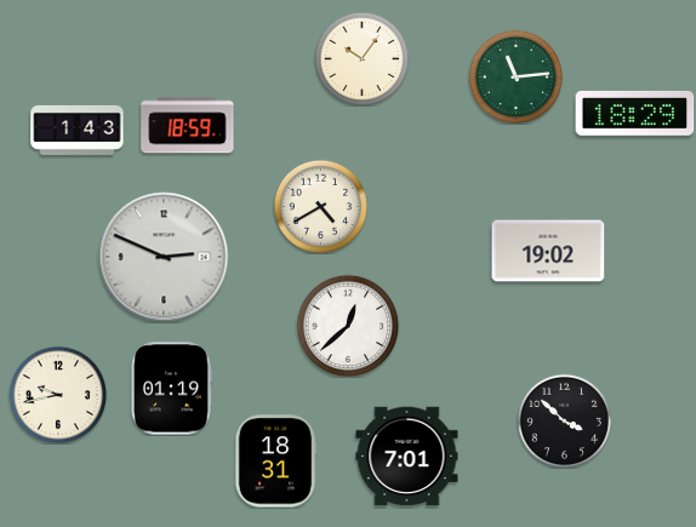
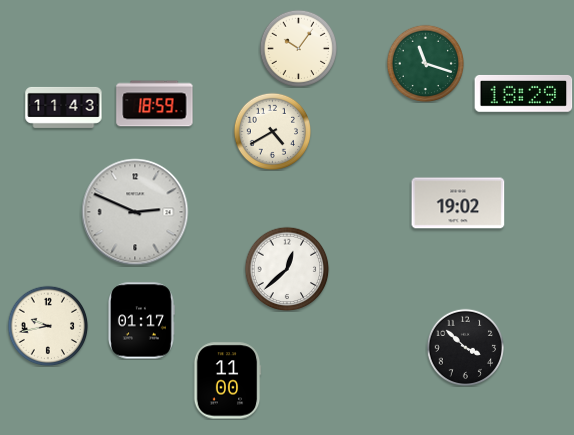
clock at (515, 76): 11:14 -> 11:18
clock at (78, 130): 1:43 -> 11:43
clock at (320, 206) position: (320, 206) -> (272, 131)
clock at (548, 251) position: (548, 251) -> (458, 203)
clock at (171, 389): 01:19 -> 01:17
clock at (407, 457): 7:01 -> none
clock at (275, 462): 18:31 -> 11:00
